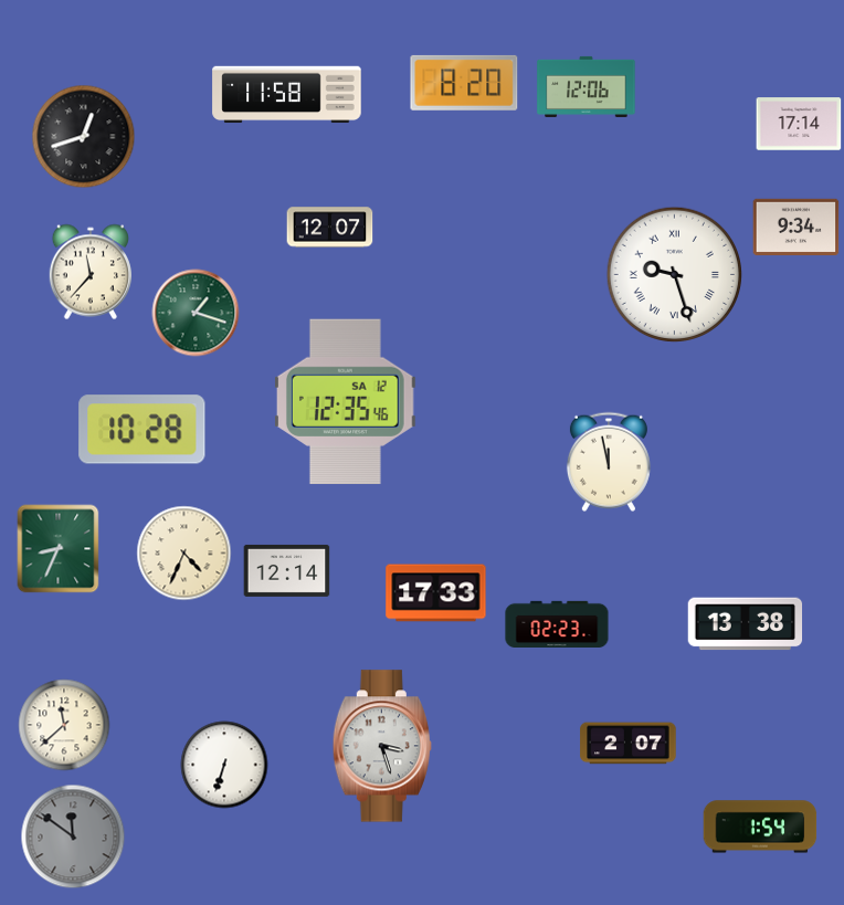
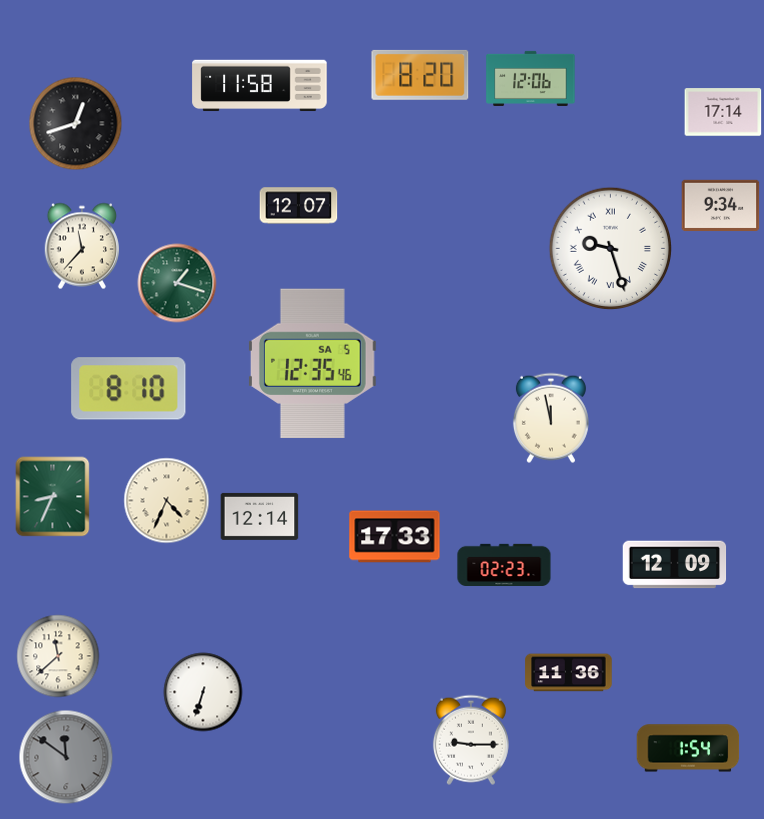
clock at (345, 402) date: SA 12 -> SA 5
clock at (143, 430): 10:28 -> 8:10
clock at (746, 624): 13:38 -> 12:09
clock at (629, 744): 2:07 -> 11:36
clock at (382, 746): 3:27 -> none
clock at (471, 740): none -> 9:15
